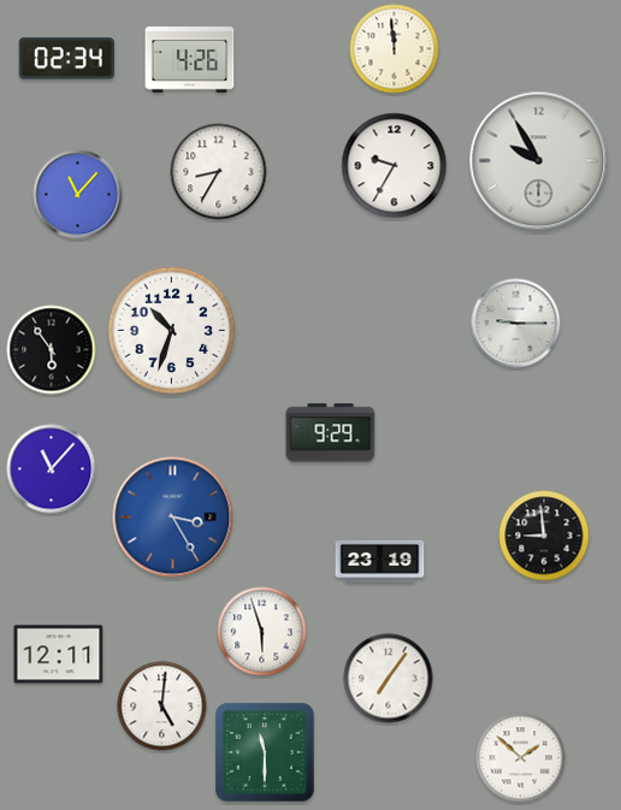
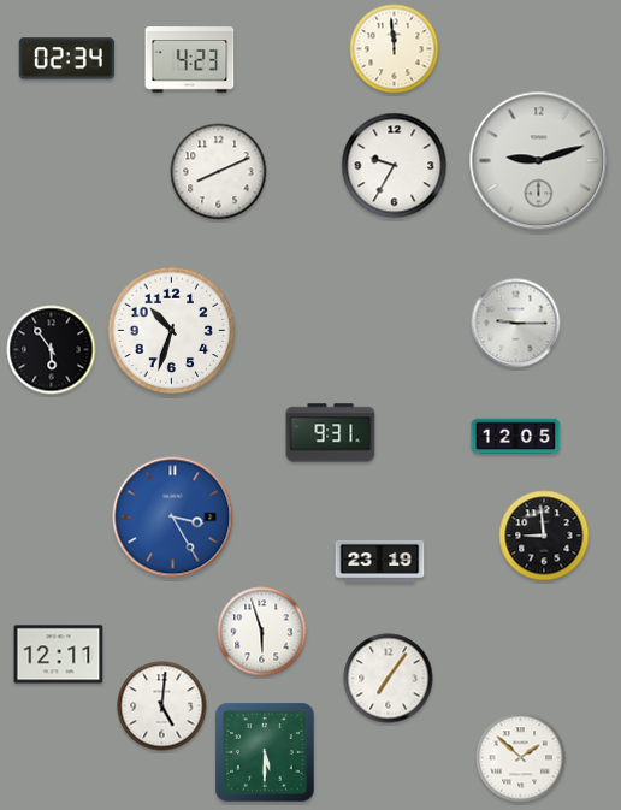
clock at (190, 60): 4:26 -> 4:23
clock at (539, 161): 9:55 -> 9:12
clock at (219, 172): 8:35 -> 8:11
clock at (78, 195): 11:07 -> none
clock at (331, 433): 9:29 -> 9:31
clock at (516, 437): none -> 12:05
clock at (52, 469): 11:07 -> none
clock at (265, 752): 11:30 -> 5:30
